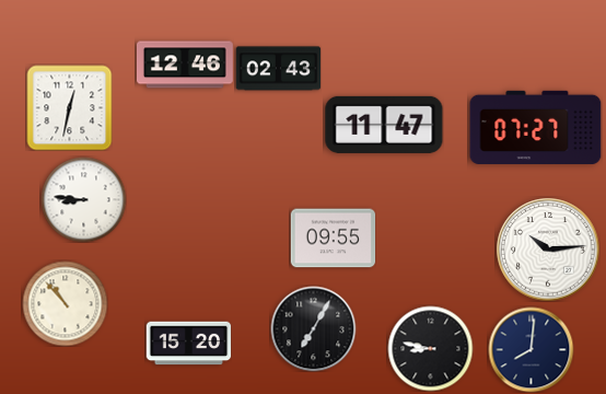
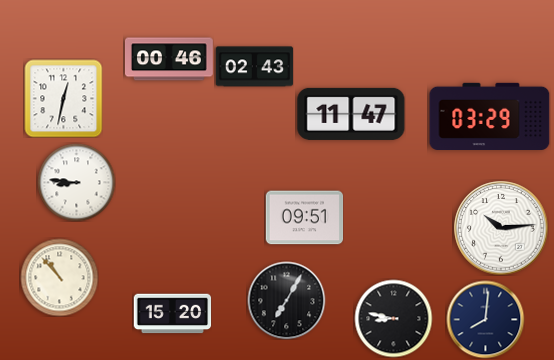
clock at (185, 65): 12:46 -> 00:46
clock at (278, 69) position: (278, 69) -> (254, 67)
clock at (536, 127): 07:27 -> 03:29
clock at (333, 239): 09:55 -> 09:51
